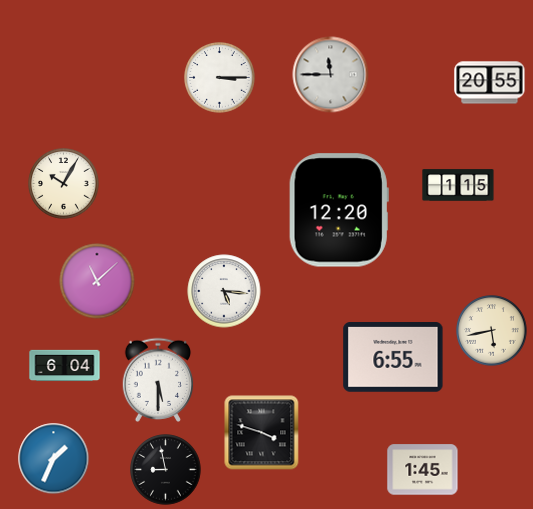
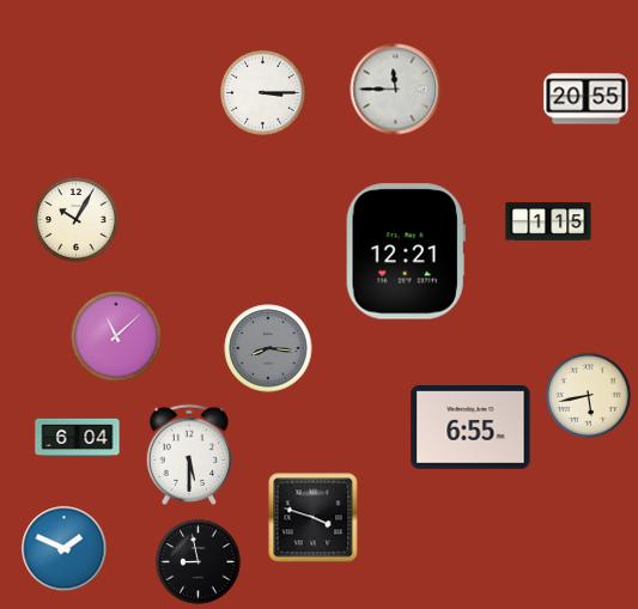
clock at (339, 210): 12:20 -> 12:21
clock at (224, 291): 5:16 -> 8:16
clock at (224, 291) dial: white -> grey
clock at (54, 459): 1:34 -> 1:49
clock at (423, 470): 1:45 -> none
